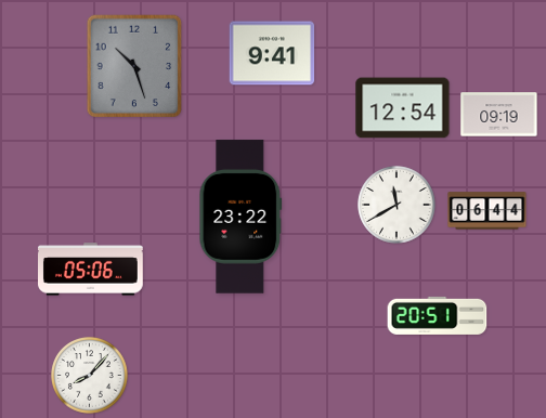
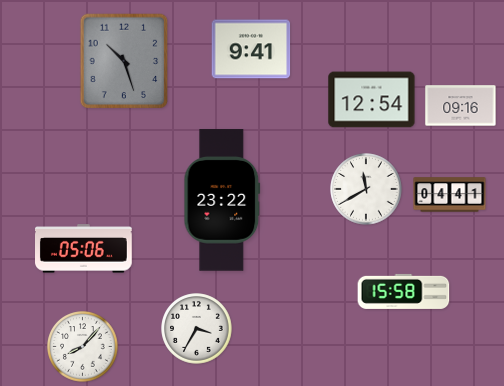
clock at (499, 115): 09:19 -> 09:16
clock at (487, 211): 06:44 -> 04:41
clock at (438, 315): 20:51 -> 15:58
clock at (197, 329): none -> 3:35
